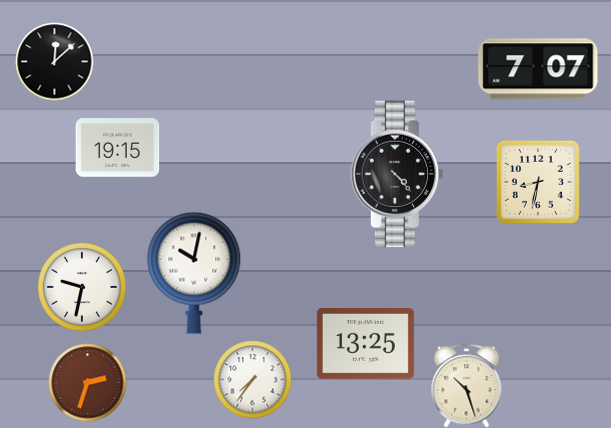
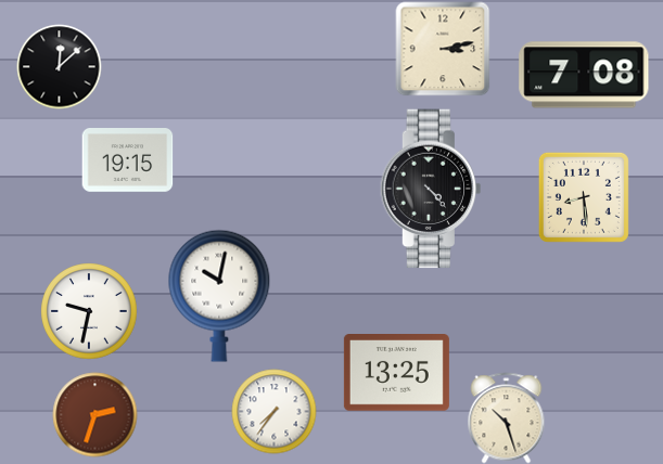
clock at (443, 49): none -> 3:13
clock at (538, 69): 7:07 -> 7:08
clock at (538, 182): 8:32 -> 8:29
clock at (194, 273) position: (194, 273) -> (219, 296)
